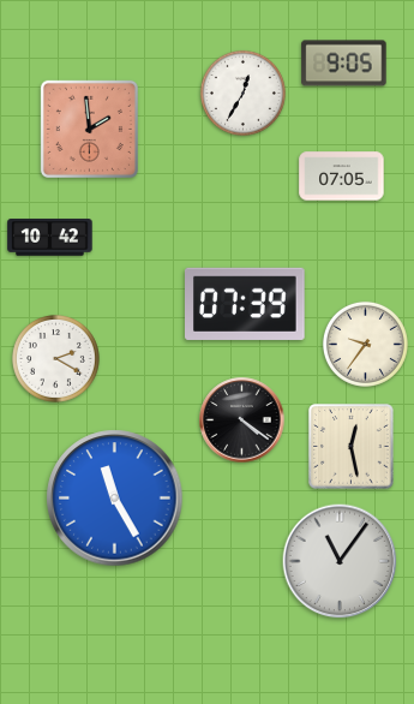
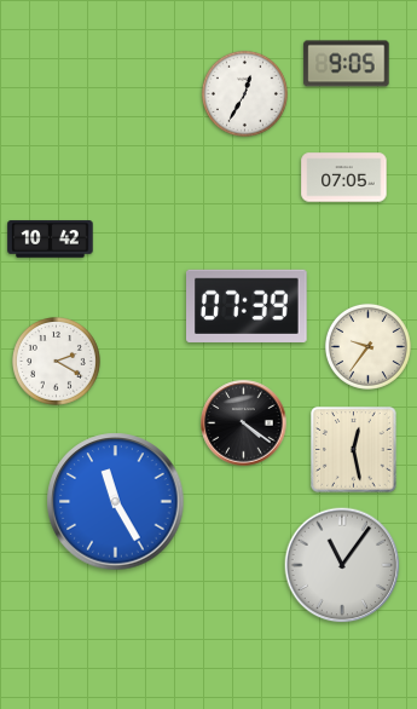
clock at (89, 129): 1:59 -> none
